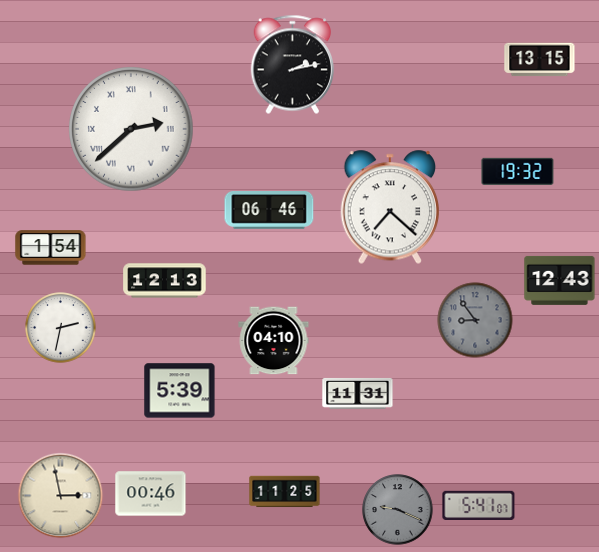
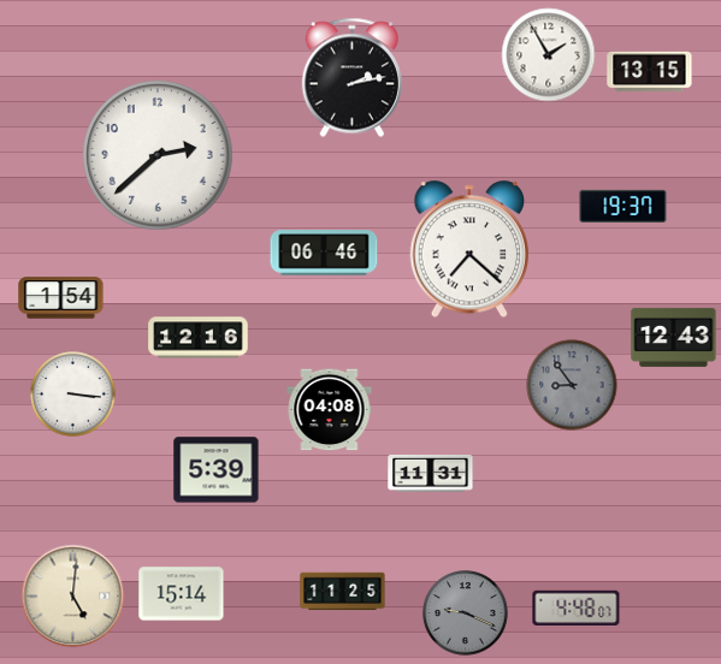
clock at (549, 55): none -> 1:55
clock at (131, 129) numerals: Roman -> Arabic
clock at (518, 171): 19:32 -> 19:37
clock at (165, 281): 12:13 -> 12:16
clock at (61, 328): 2:32 -> 3:16
clock at (274, 341): 04:10 -> 04:08
clock at (151, 494): 00:46 -> 15:14
clock at (61, 496): 2:58 -> 5:01
clock at (479, 505): 5:41 -> 4:48
clock at (398, 510) position: (398, 510) -> (466, 613)
